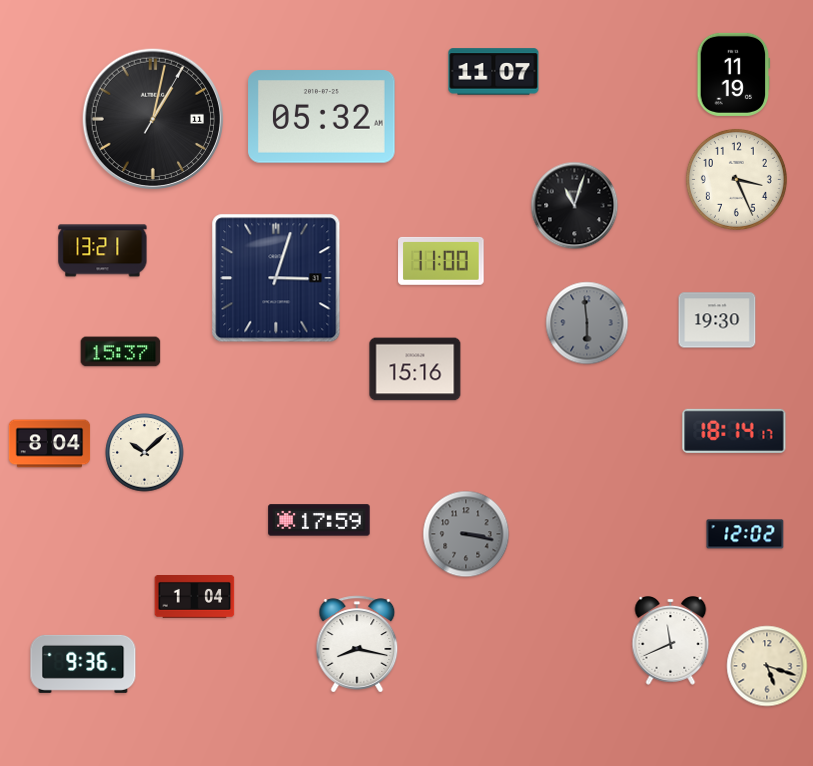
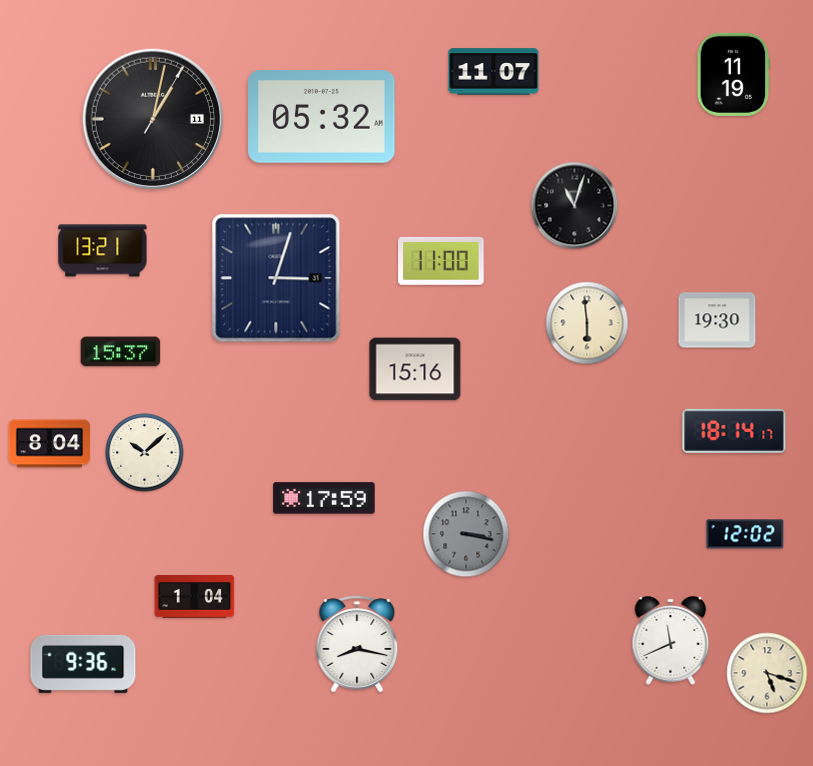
clock at (736, 179): 3:26 -> none
clock at (587, 323) dial: grey -> cream
clock at (319, 520) position: (319, 520) -> (324, 498)
clock at (767, 666) position: (767, 666) -> (767, 673)
